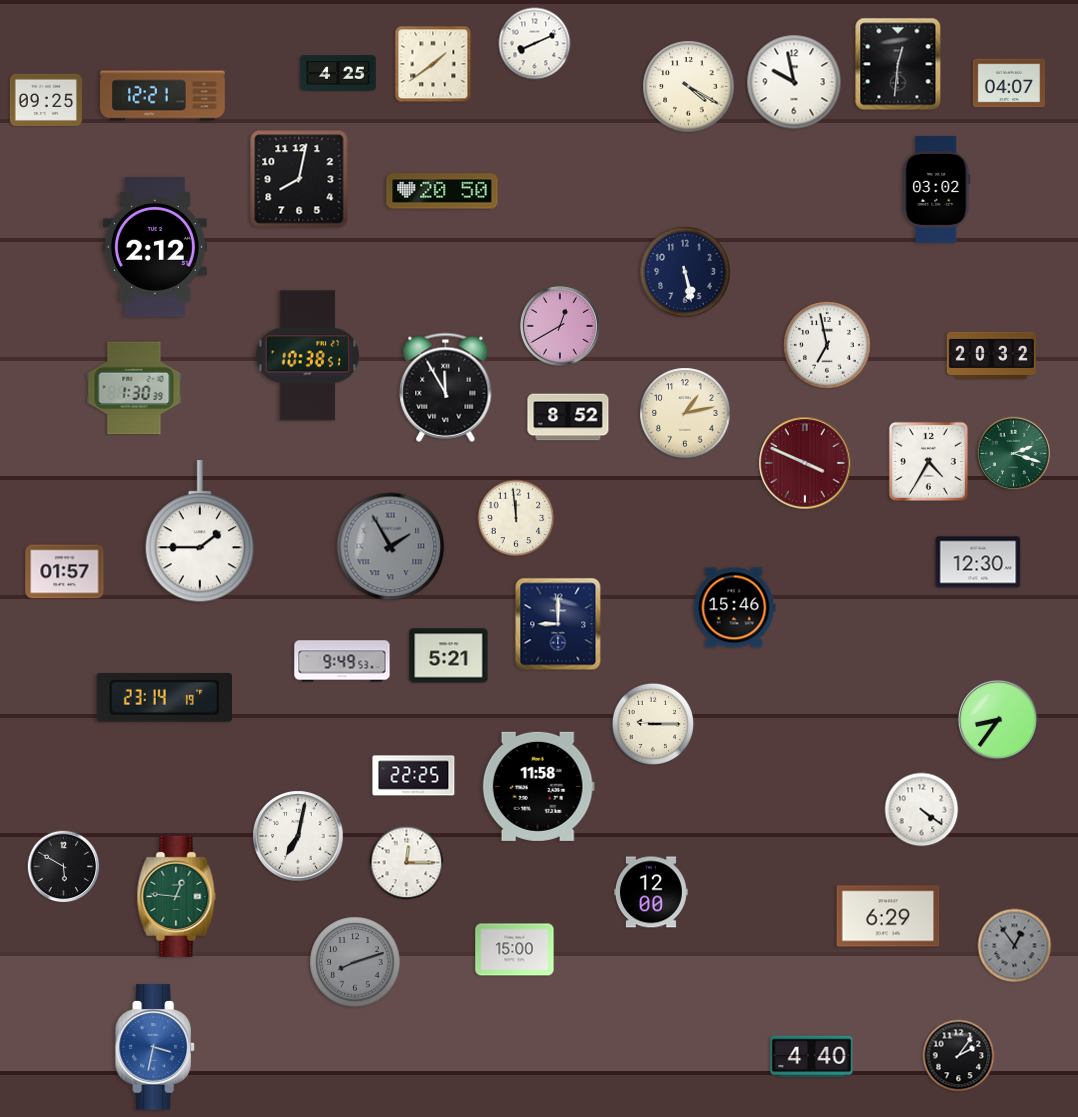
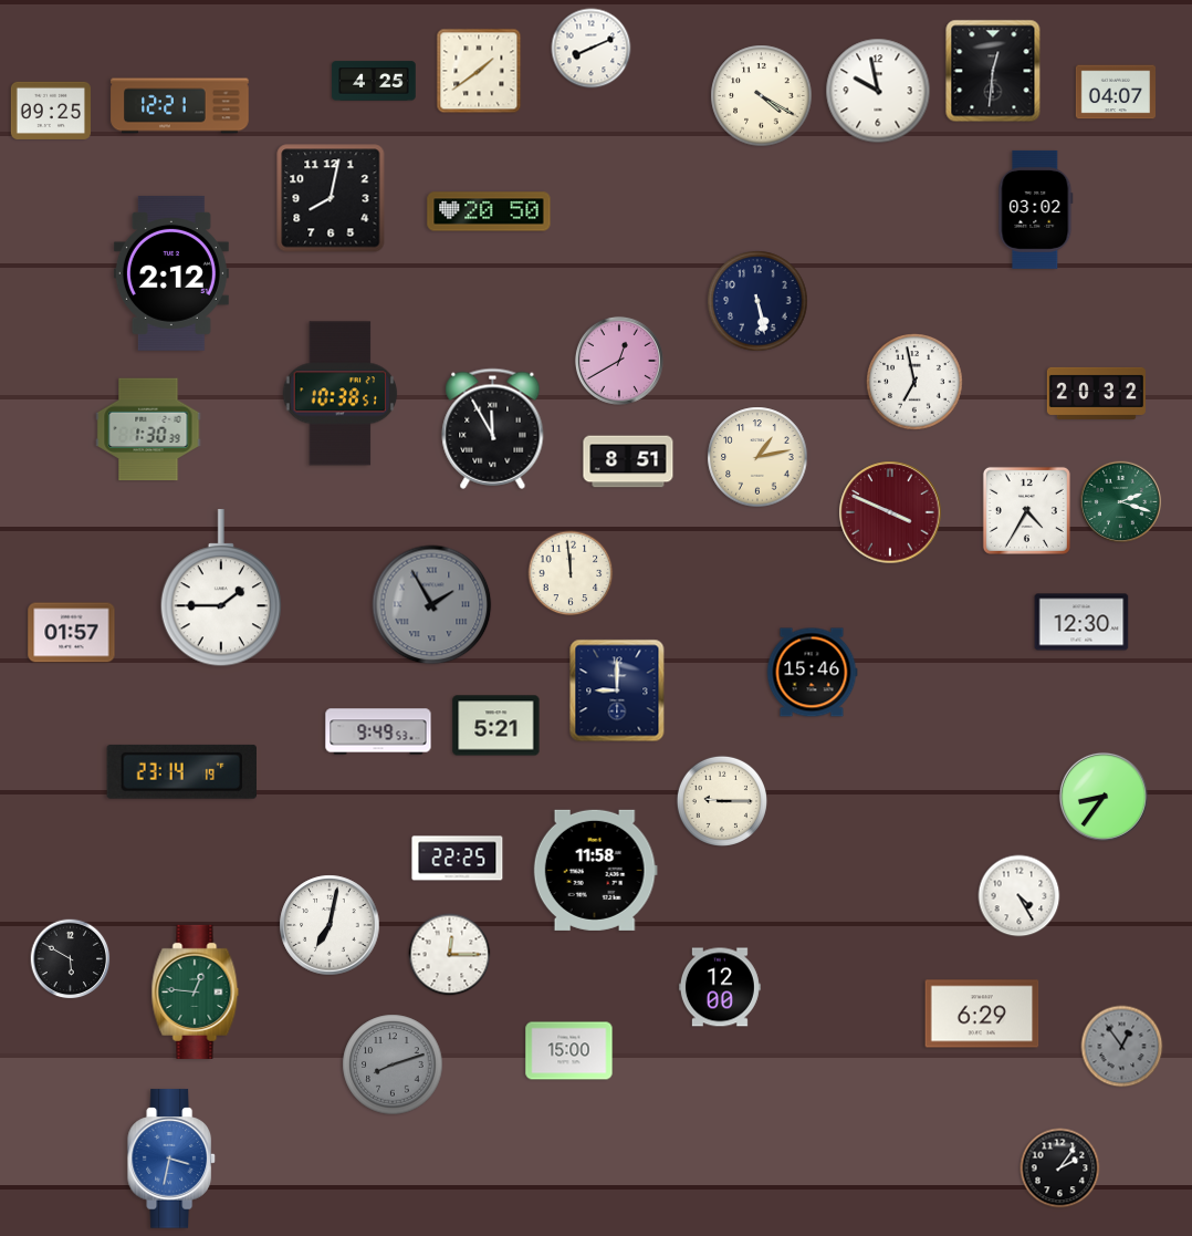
clock at (568, 417): 8:52 -> 8:51
clock at (922, 810): 4:21 -> 4:25
clock at (812, 1057): 4:40 -> none
